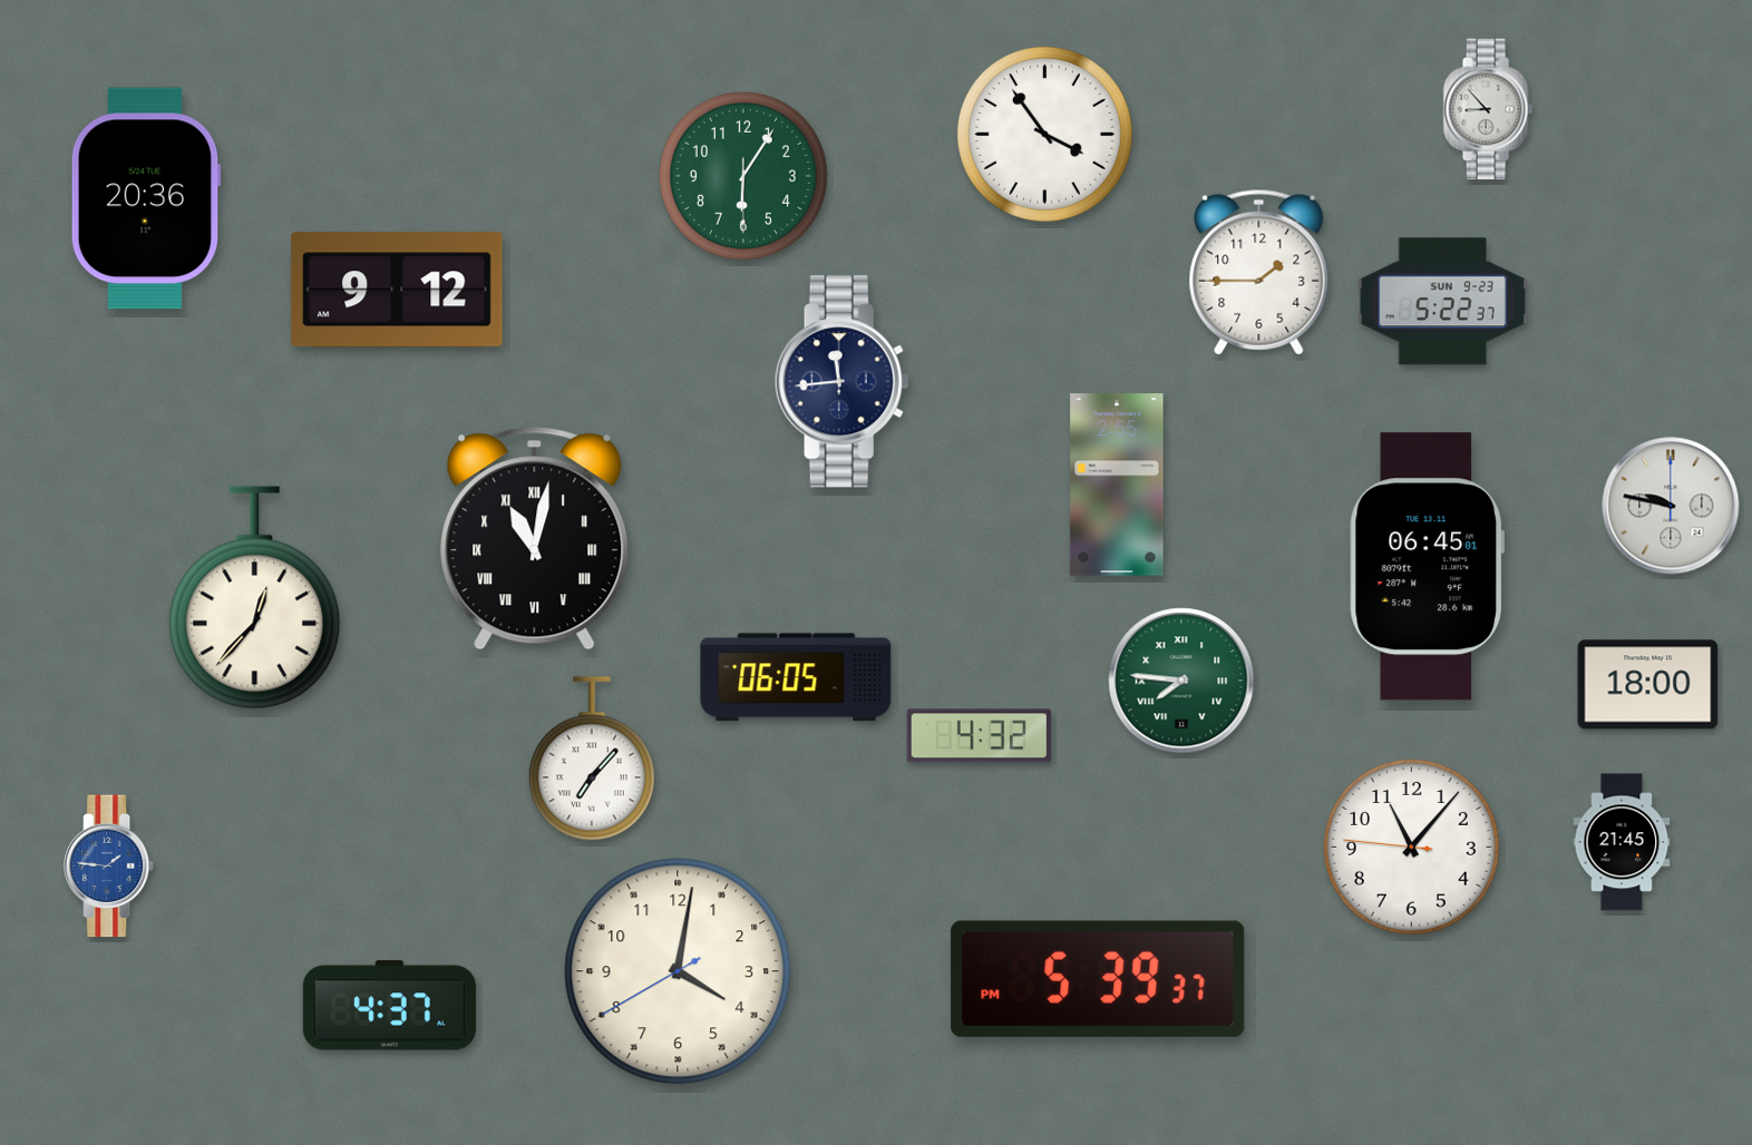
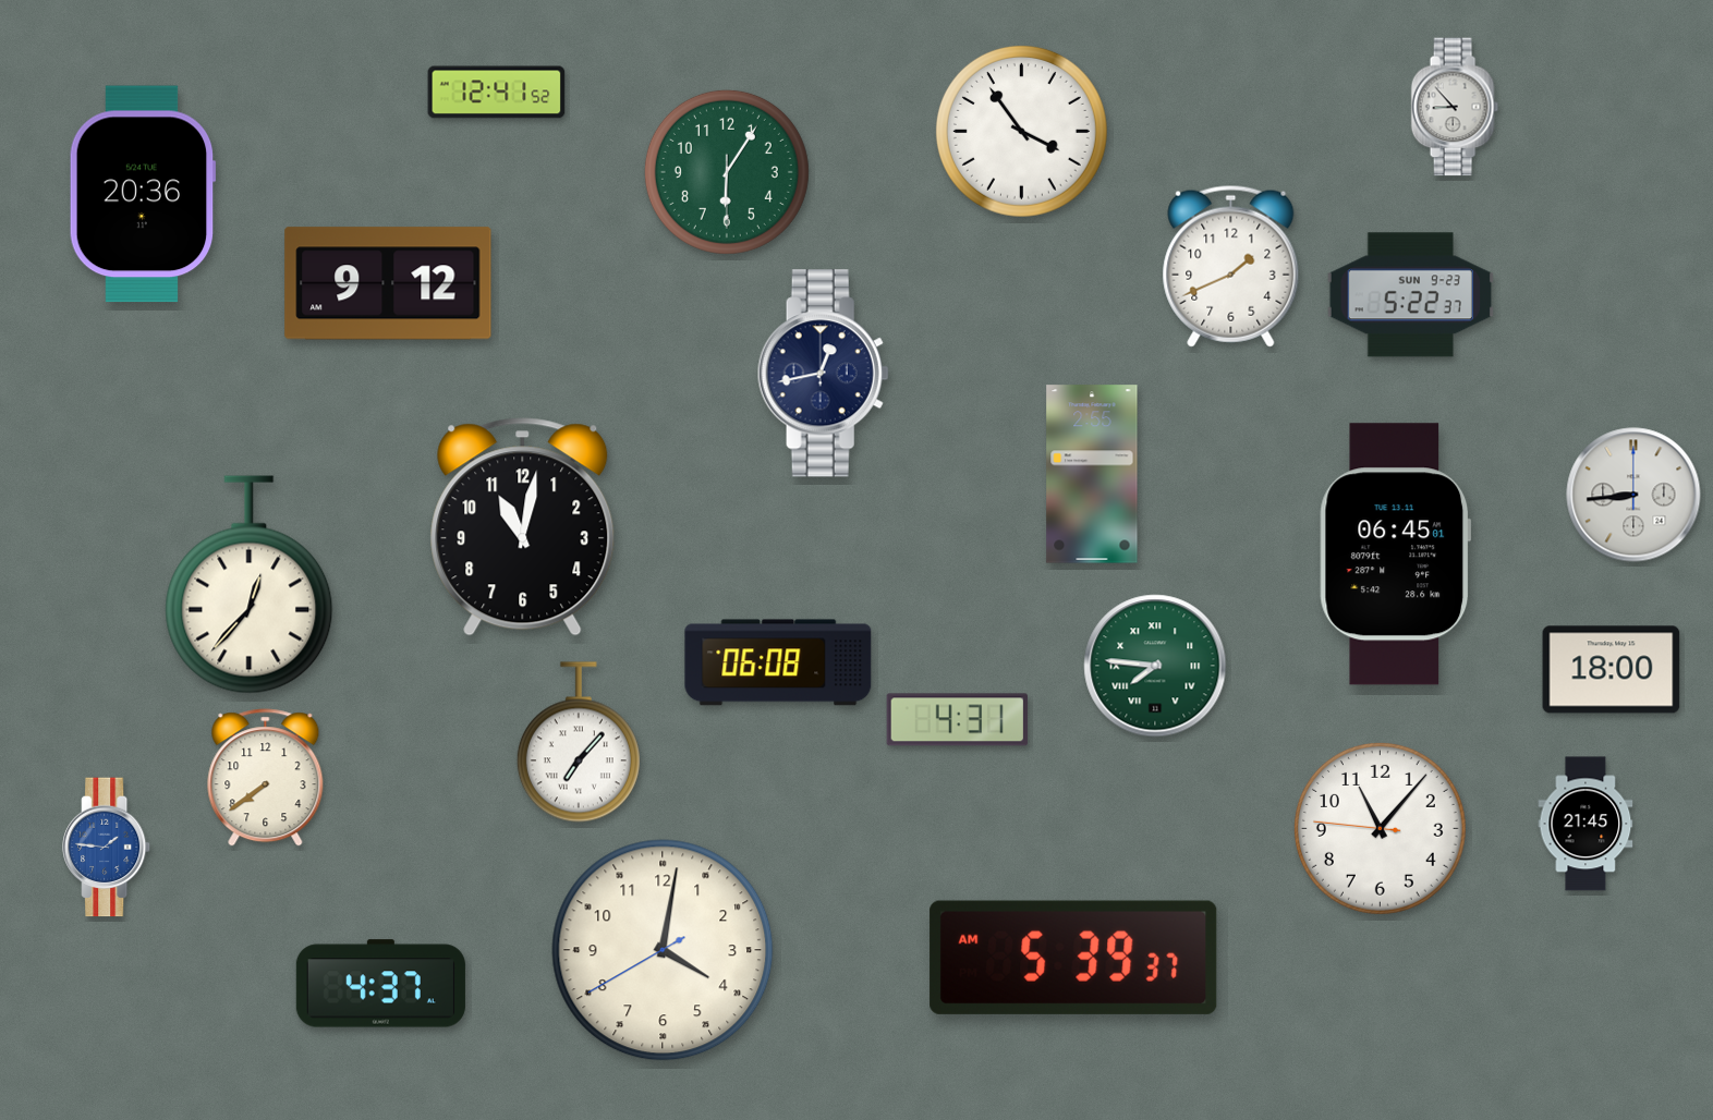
clock at (497, 93): none -> 12:41
clock at (1259, 272): 1:45 -> 1:41
clock at (841, 382): 11:44 -> 12:43
clock at (1671, 506): 9:47 -> 8:44
clock at (535, 539) numerals: Roman -> Arabic
clock at (796, 677): 06:05 -> 06:08
clock at (979, 736): 4:32 -> 4:31
clock at (266, 778): none -> 7:39
clock at (1098, 979): 5:39:37 PM -> 5:39:37 AM
